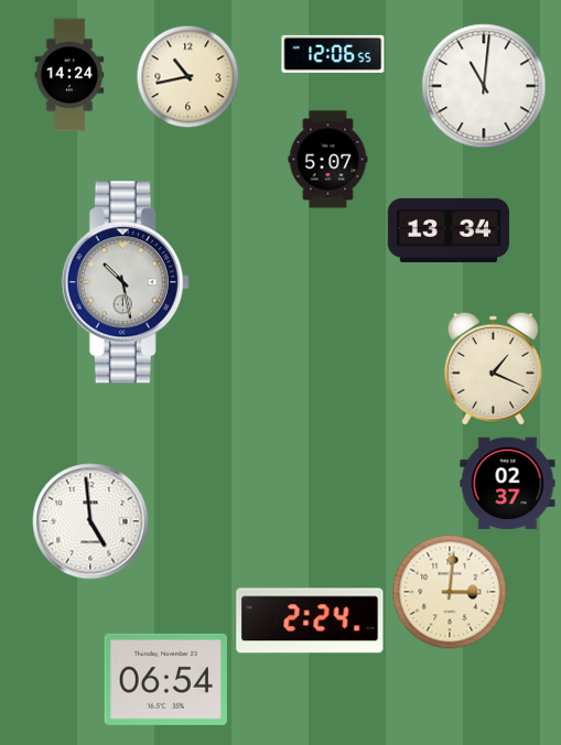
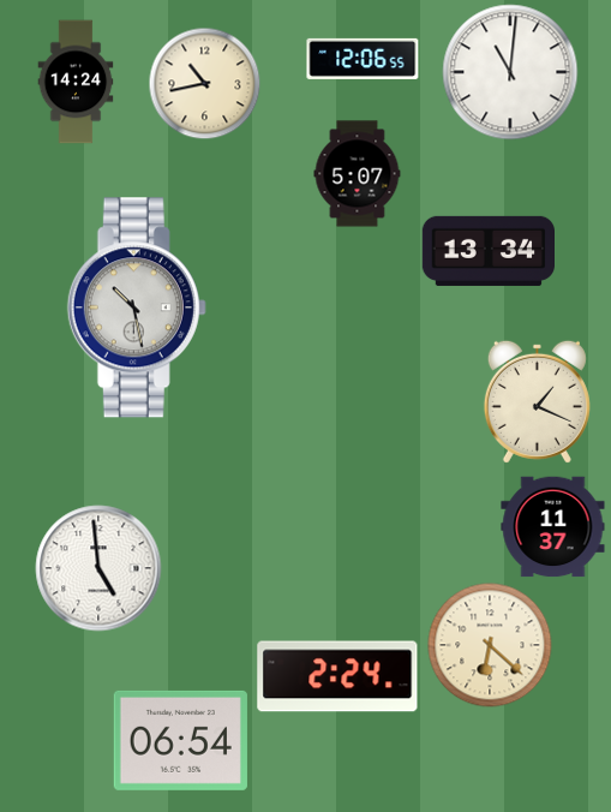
clock at (484, 86) position: (484, 86) -> (510, 72)
clock at (508, 484): 02:37 -> 11:37
clock at (450, 592): 3:01 -> 6:22
